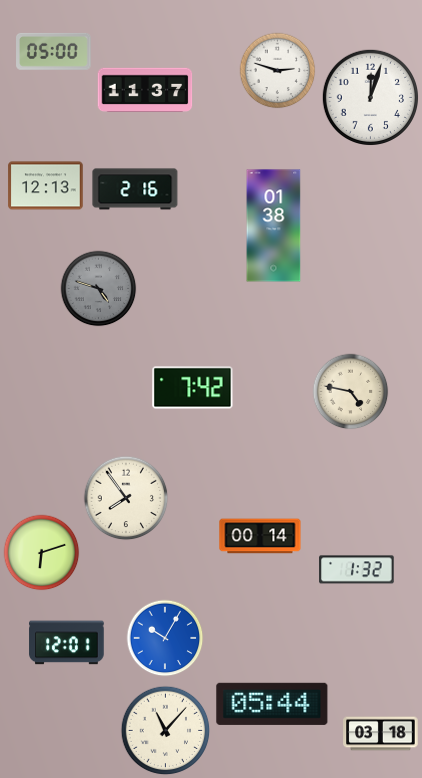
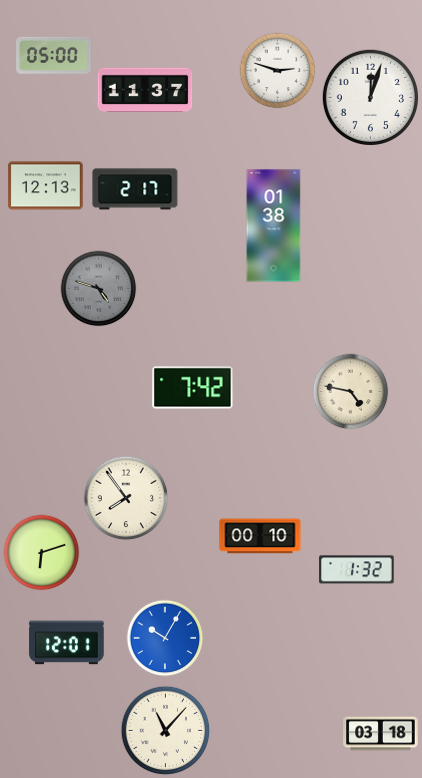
clock at (54, 51) position: (54, 51) -> (54, 55)
clock at (135, 189): 2:16 -> 2:17
clock at (260, 536): 00:14 -> 00:10
clock at (272, 704): 05:44 -> none
